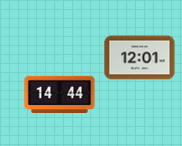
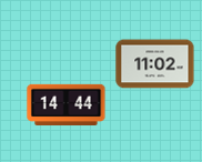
clock at (140, 58): 12:01 -> 11:02
